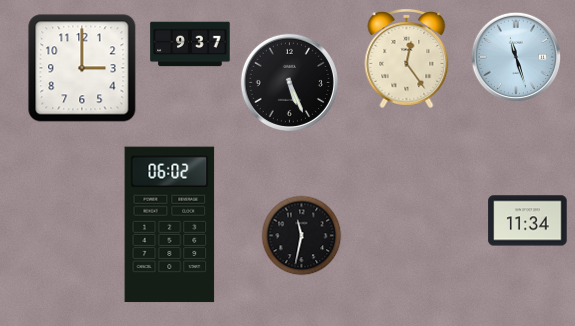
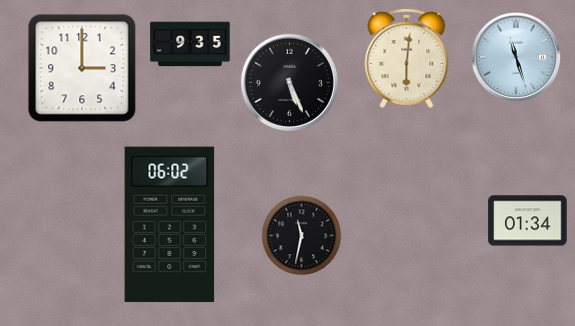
clock at (190, 44): 9:37 -> 9:35
clock at (407, 59): 12:24 -> 6:01
clock at (528, 221): 11:34 -> 01:34
